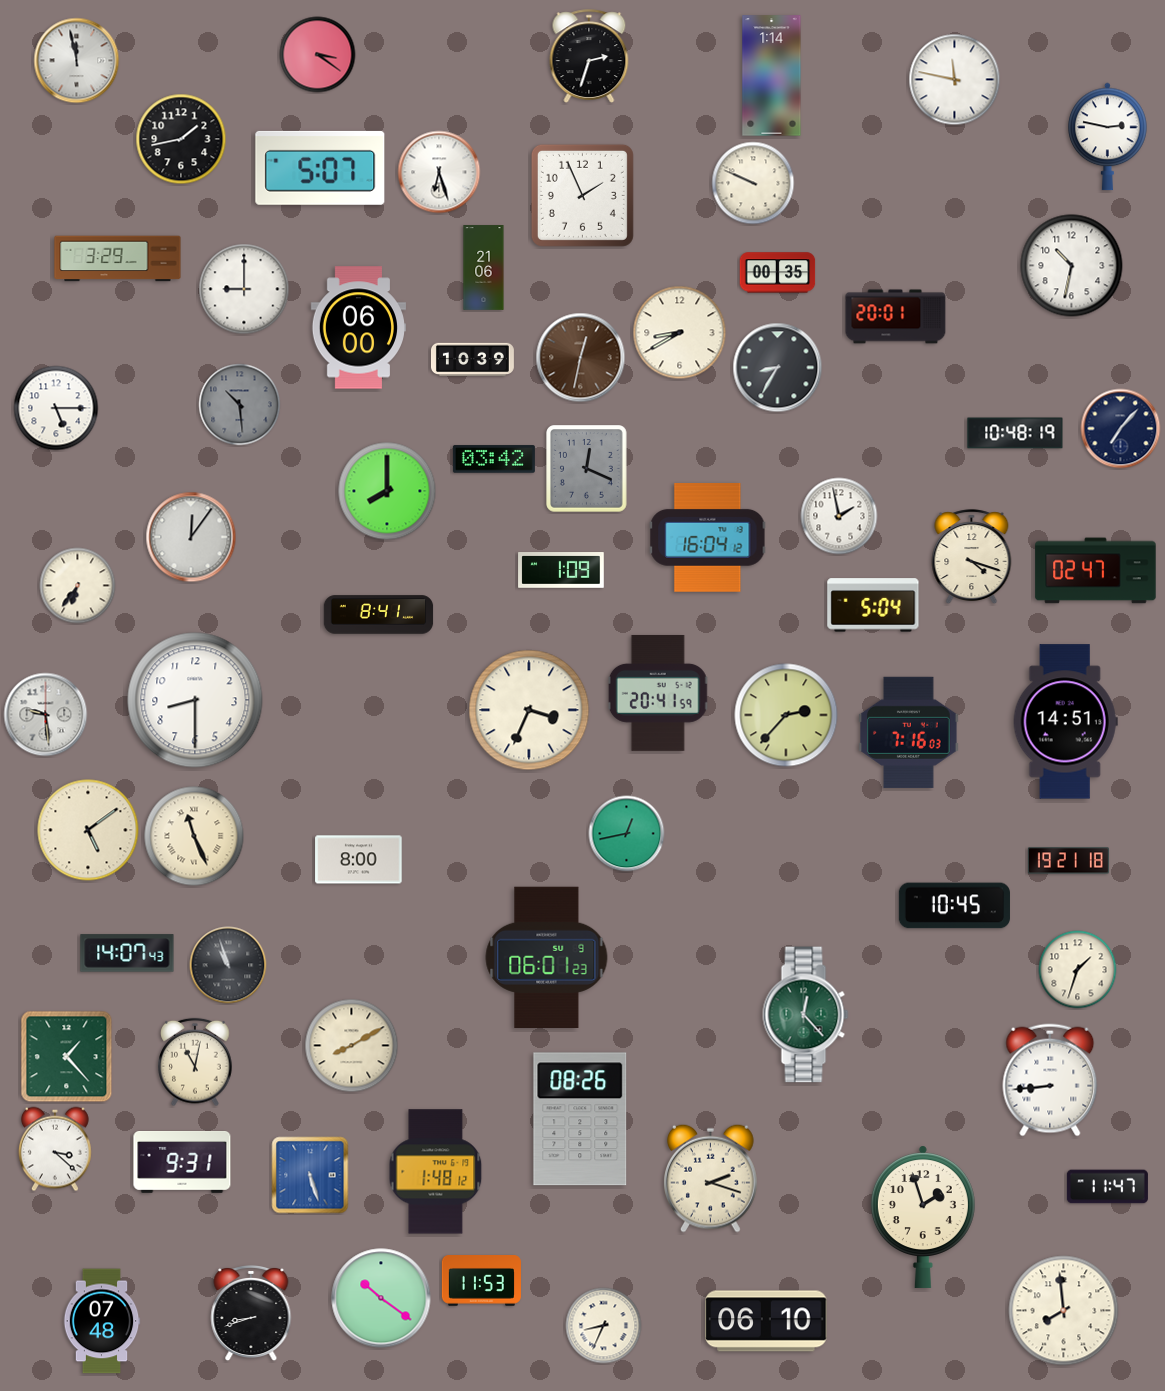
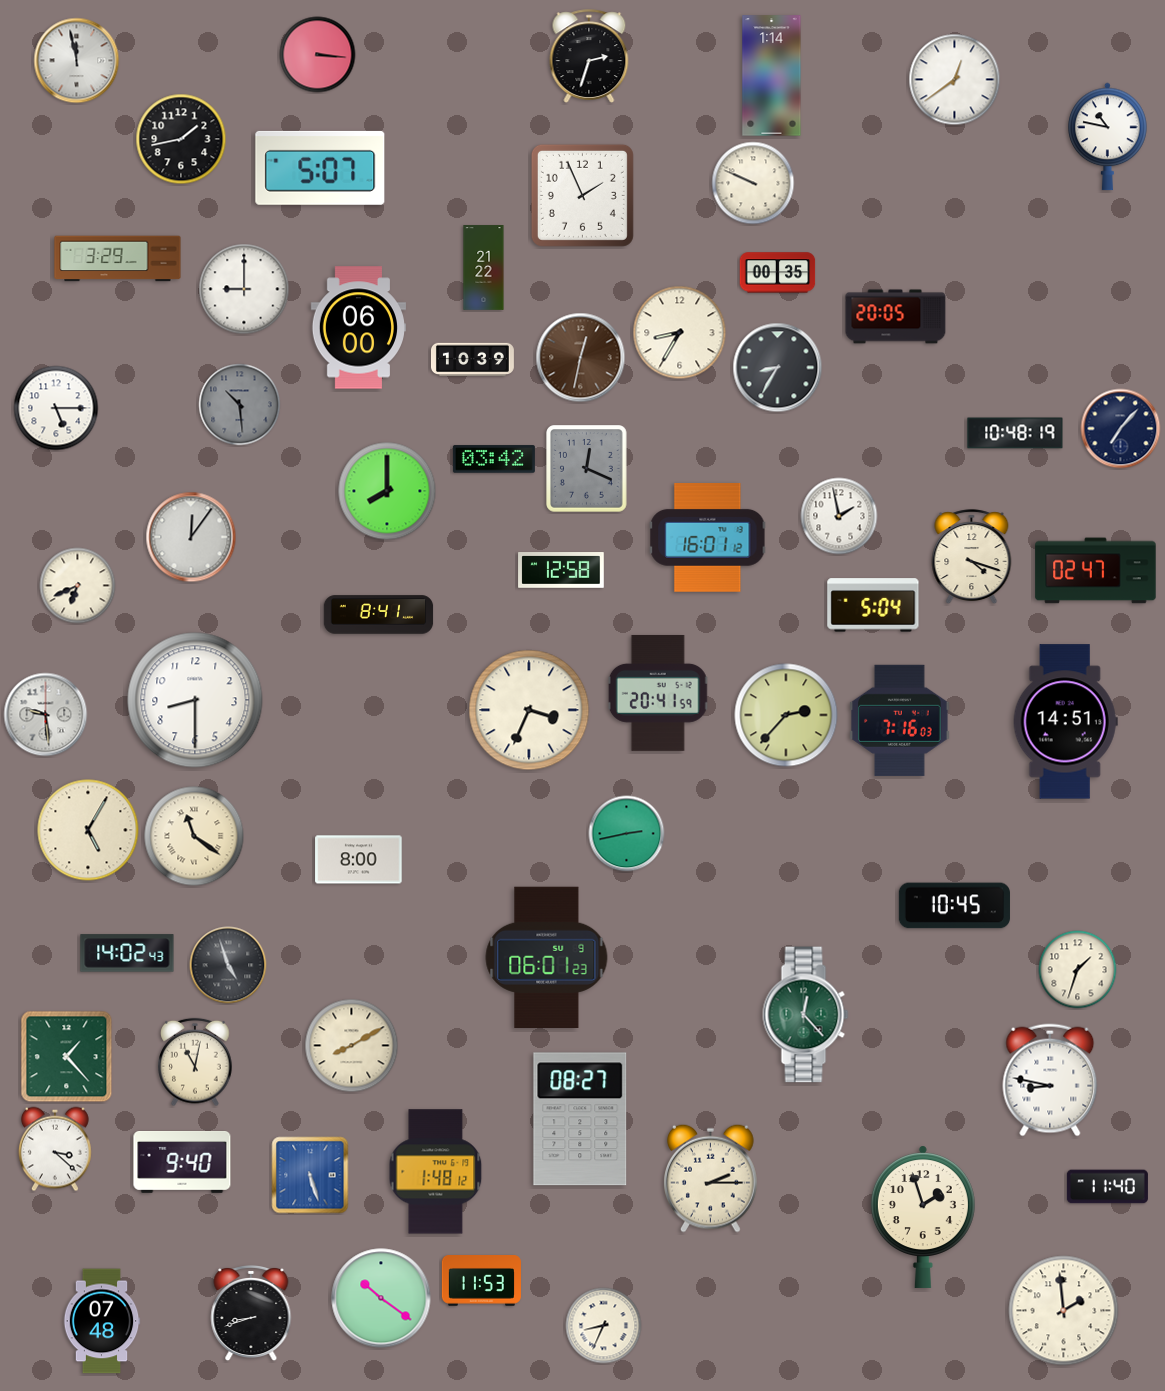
clock at (318, 55): 3:21 -> 3:16
clock at (955, 80): 11:47 -> 12:39
clock at (1108, 137): 2:47 -> 10:47
clock at (439, 172): 6:27 -> none
clock at (1072, 266): 10:32 -> none
clock at (484, 268): 21:06 -> 21:22
clock at (896, 317): 20:01 -> 20:05
clock at (680, 333): 8:40 -> 8:35
clock at (708, 538): 16:04 -> 16:01
clock at (561, 570): 1:09 -> 12:58
clock at (78, 586): 6:36 -> 6:41
clock at (909, 732) position: (909, 732) -> (900, 720)
clock at (88, 830): 5:09 -> 5:05
clock at (627, 834): 12:43 -> 2:43
clock at (194, 836): 11:26 -> 11:21
clock at (1068, 861): 19:21 -> none
clock at (127, 953): 14:07 -> 14:02
clock at (228, 965): 10:57 -> 4:57
clock at (1050, 1080): 8:44 -> 8:47
clock at (580, 1119): 08:26 -> 08:27
clock at (182, 1163): 9:31 -> 9:40
clock at (711, 1178): 2:18 -> 2:15
clock at (1107, 1187): 11:47 -> 11:40
clock at (1064, 1311): 7:59 -> 1:59
clock at (766, 1321): 06:10 -> none
